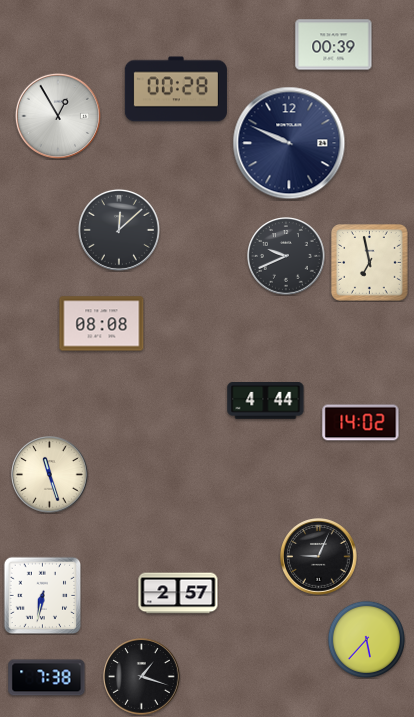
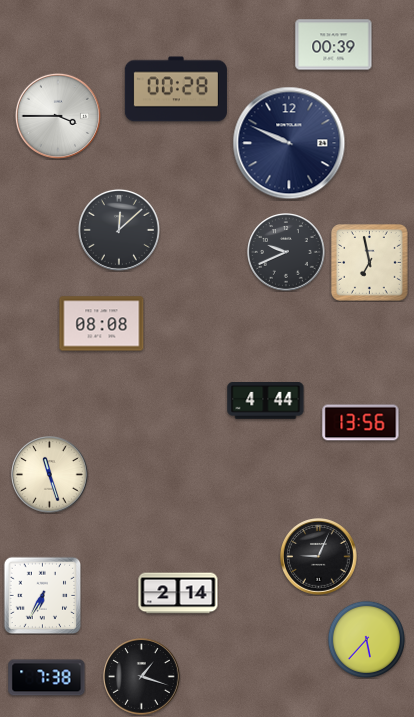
clock at (58, 116): 12:55 -> 3:45
clock at (287, 257) position: (287, 257) -> (287, 253)
clock at (361, 423): 14:02 -> 13:56
clock at (178, 593): 2:57 -> 2:14
clock at (42, 595): 6:32 -> 6:35
